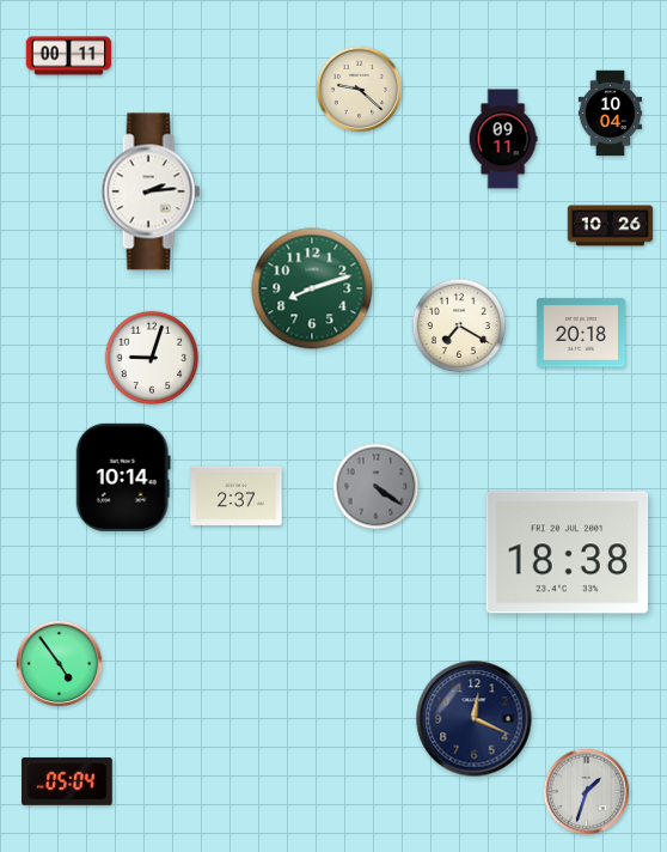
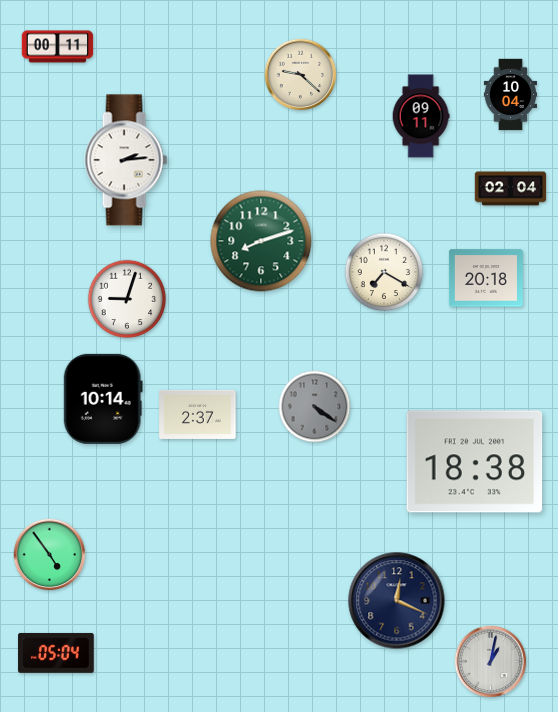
clock at (611, 226): 10:26 -> 02:04
clock at (587, 792): 1:33 -> 1:02
